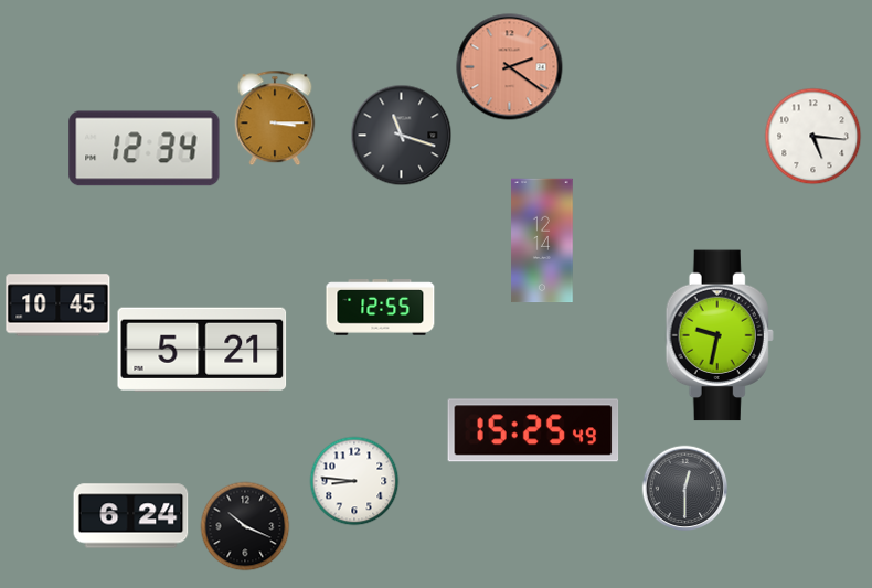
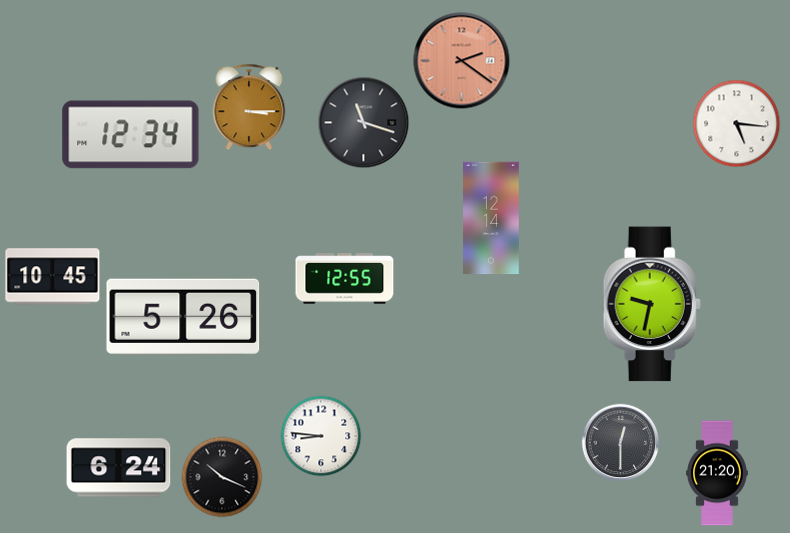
clock at (202, 350): 5:21 -> 5:26
clock at (533, 430): 15:25 -> none
clock at (717, 473): none -> 21:20
